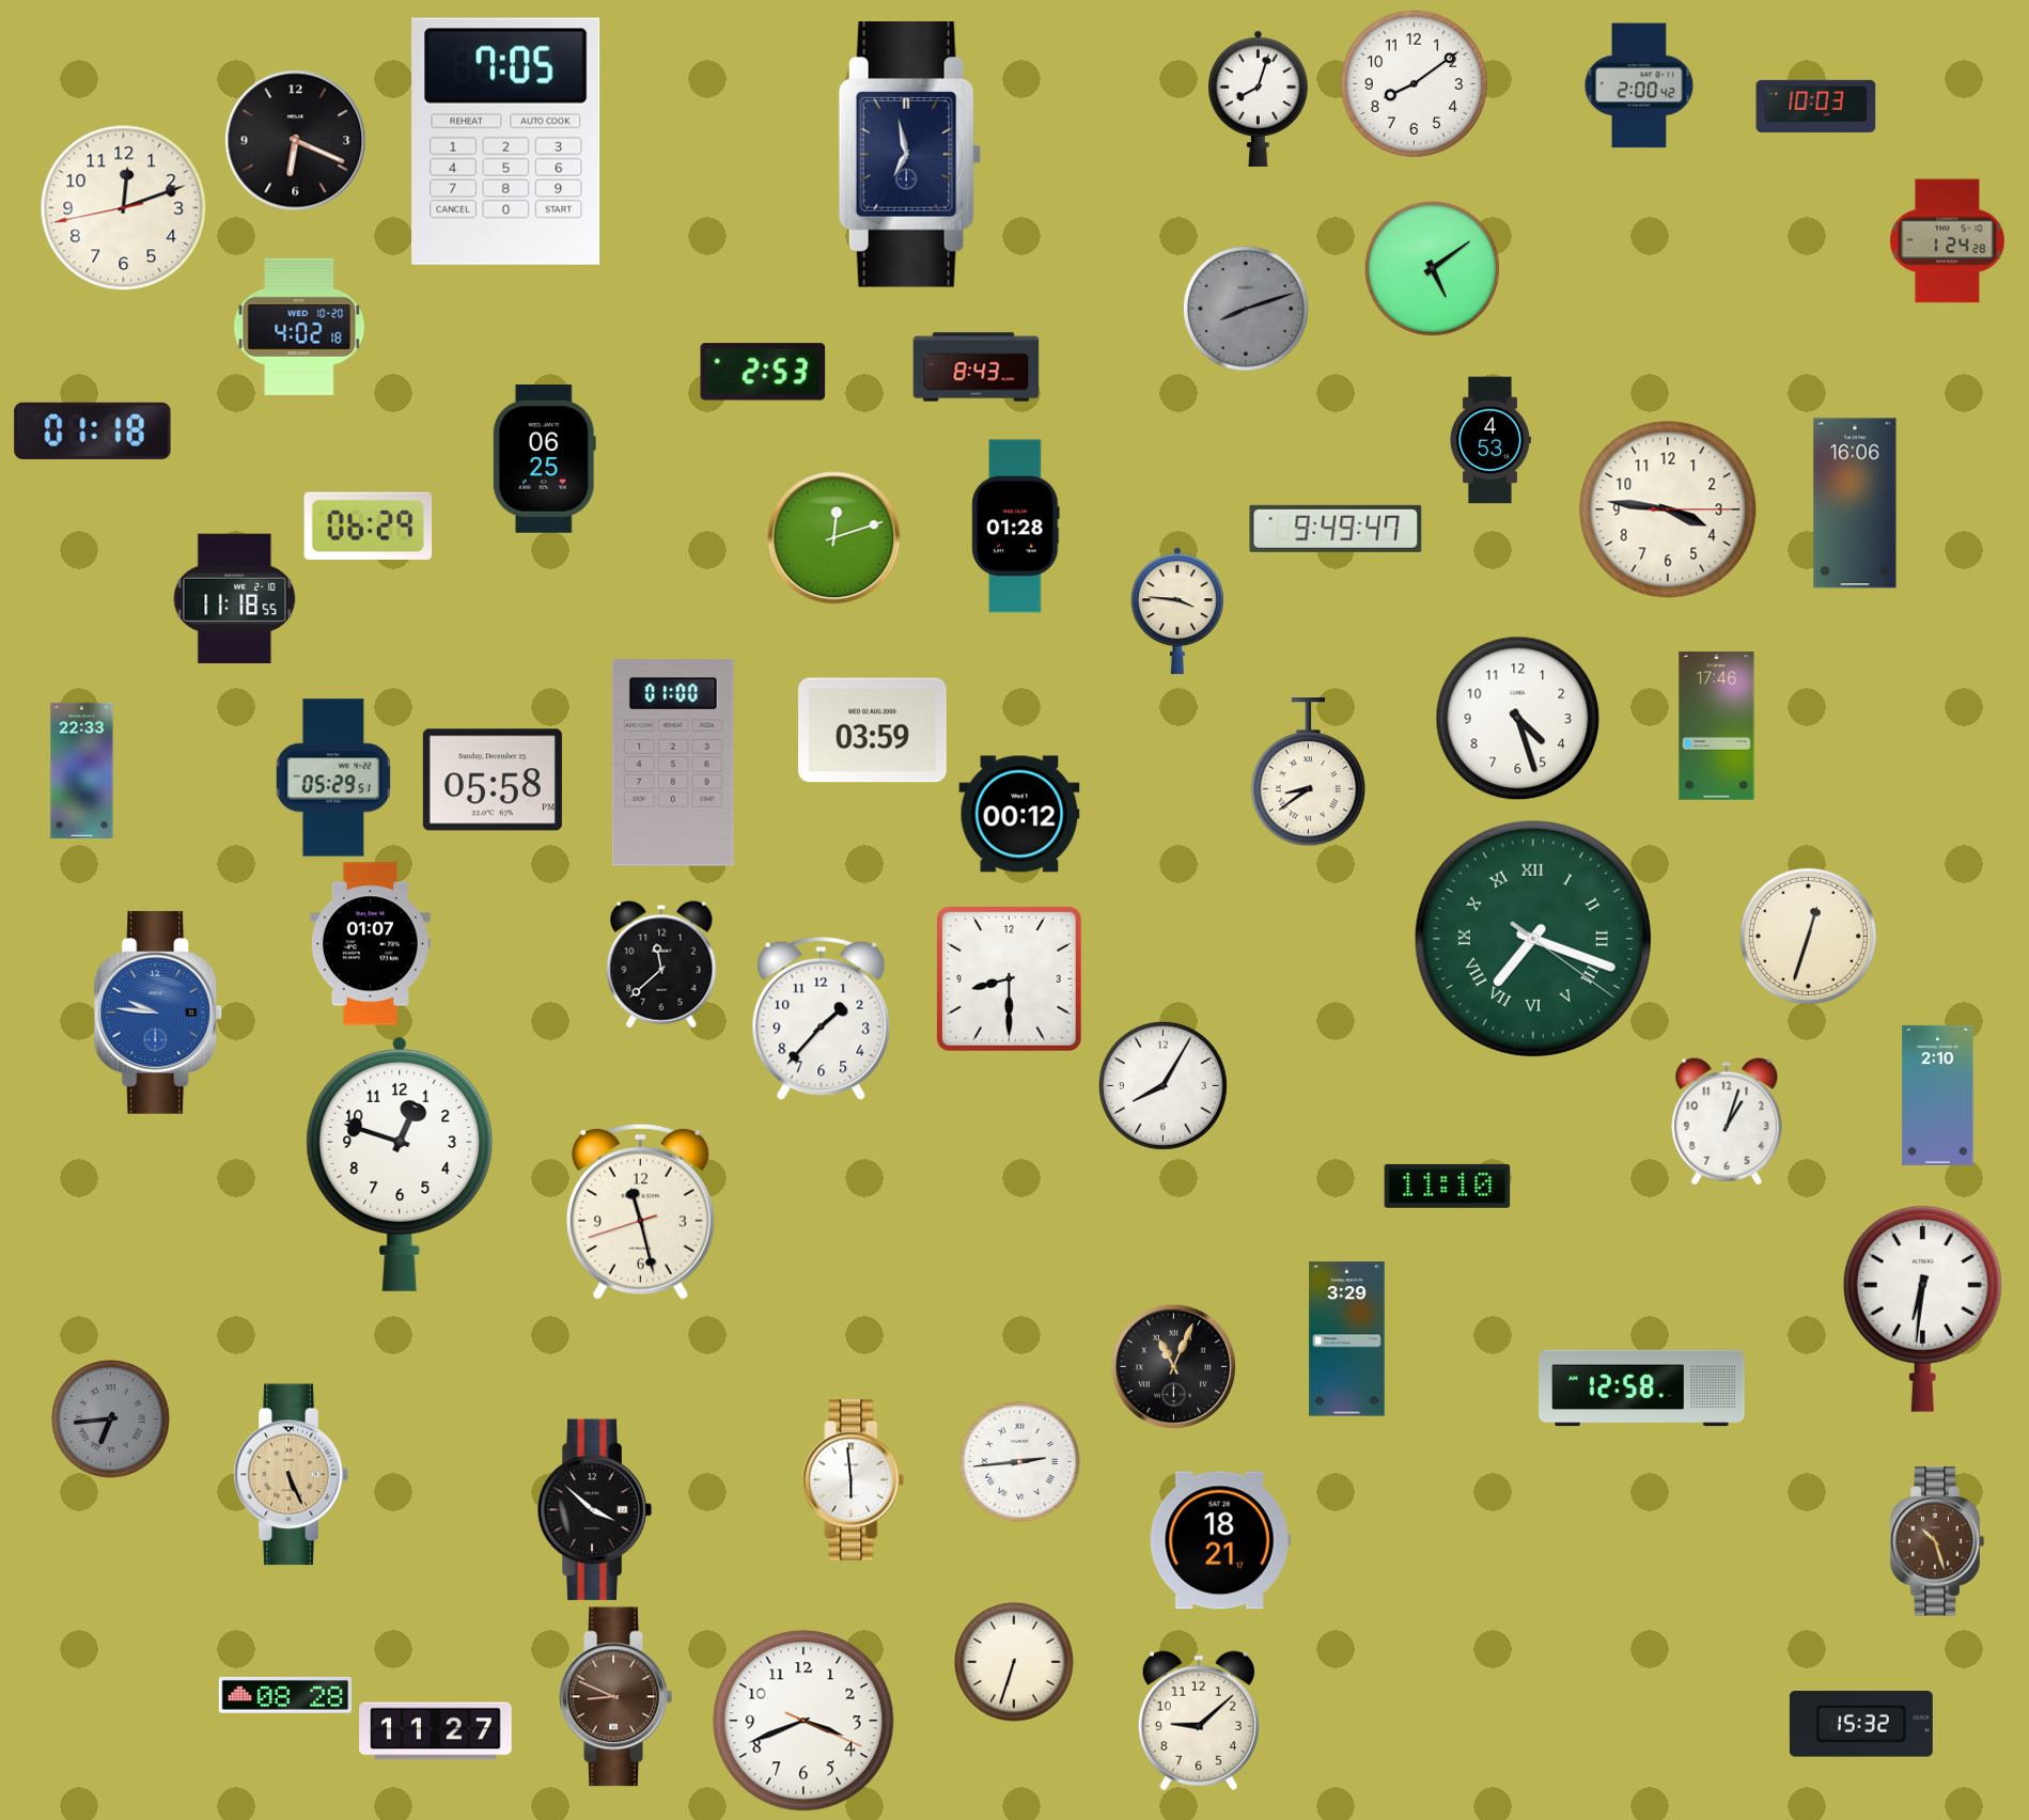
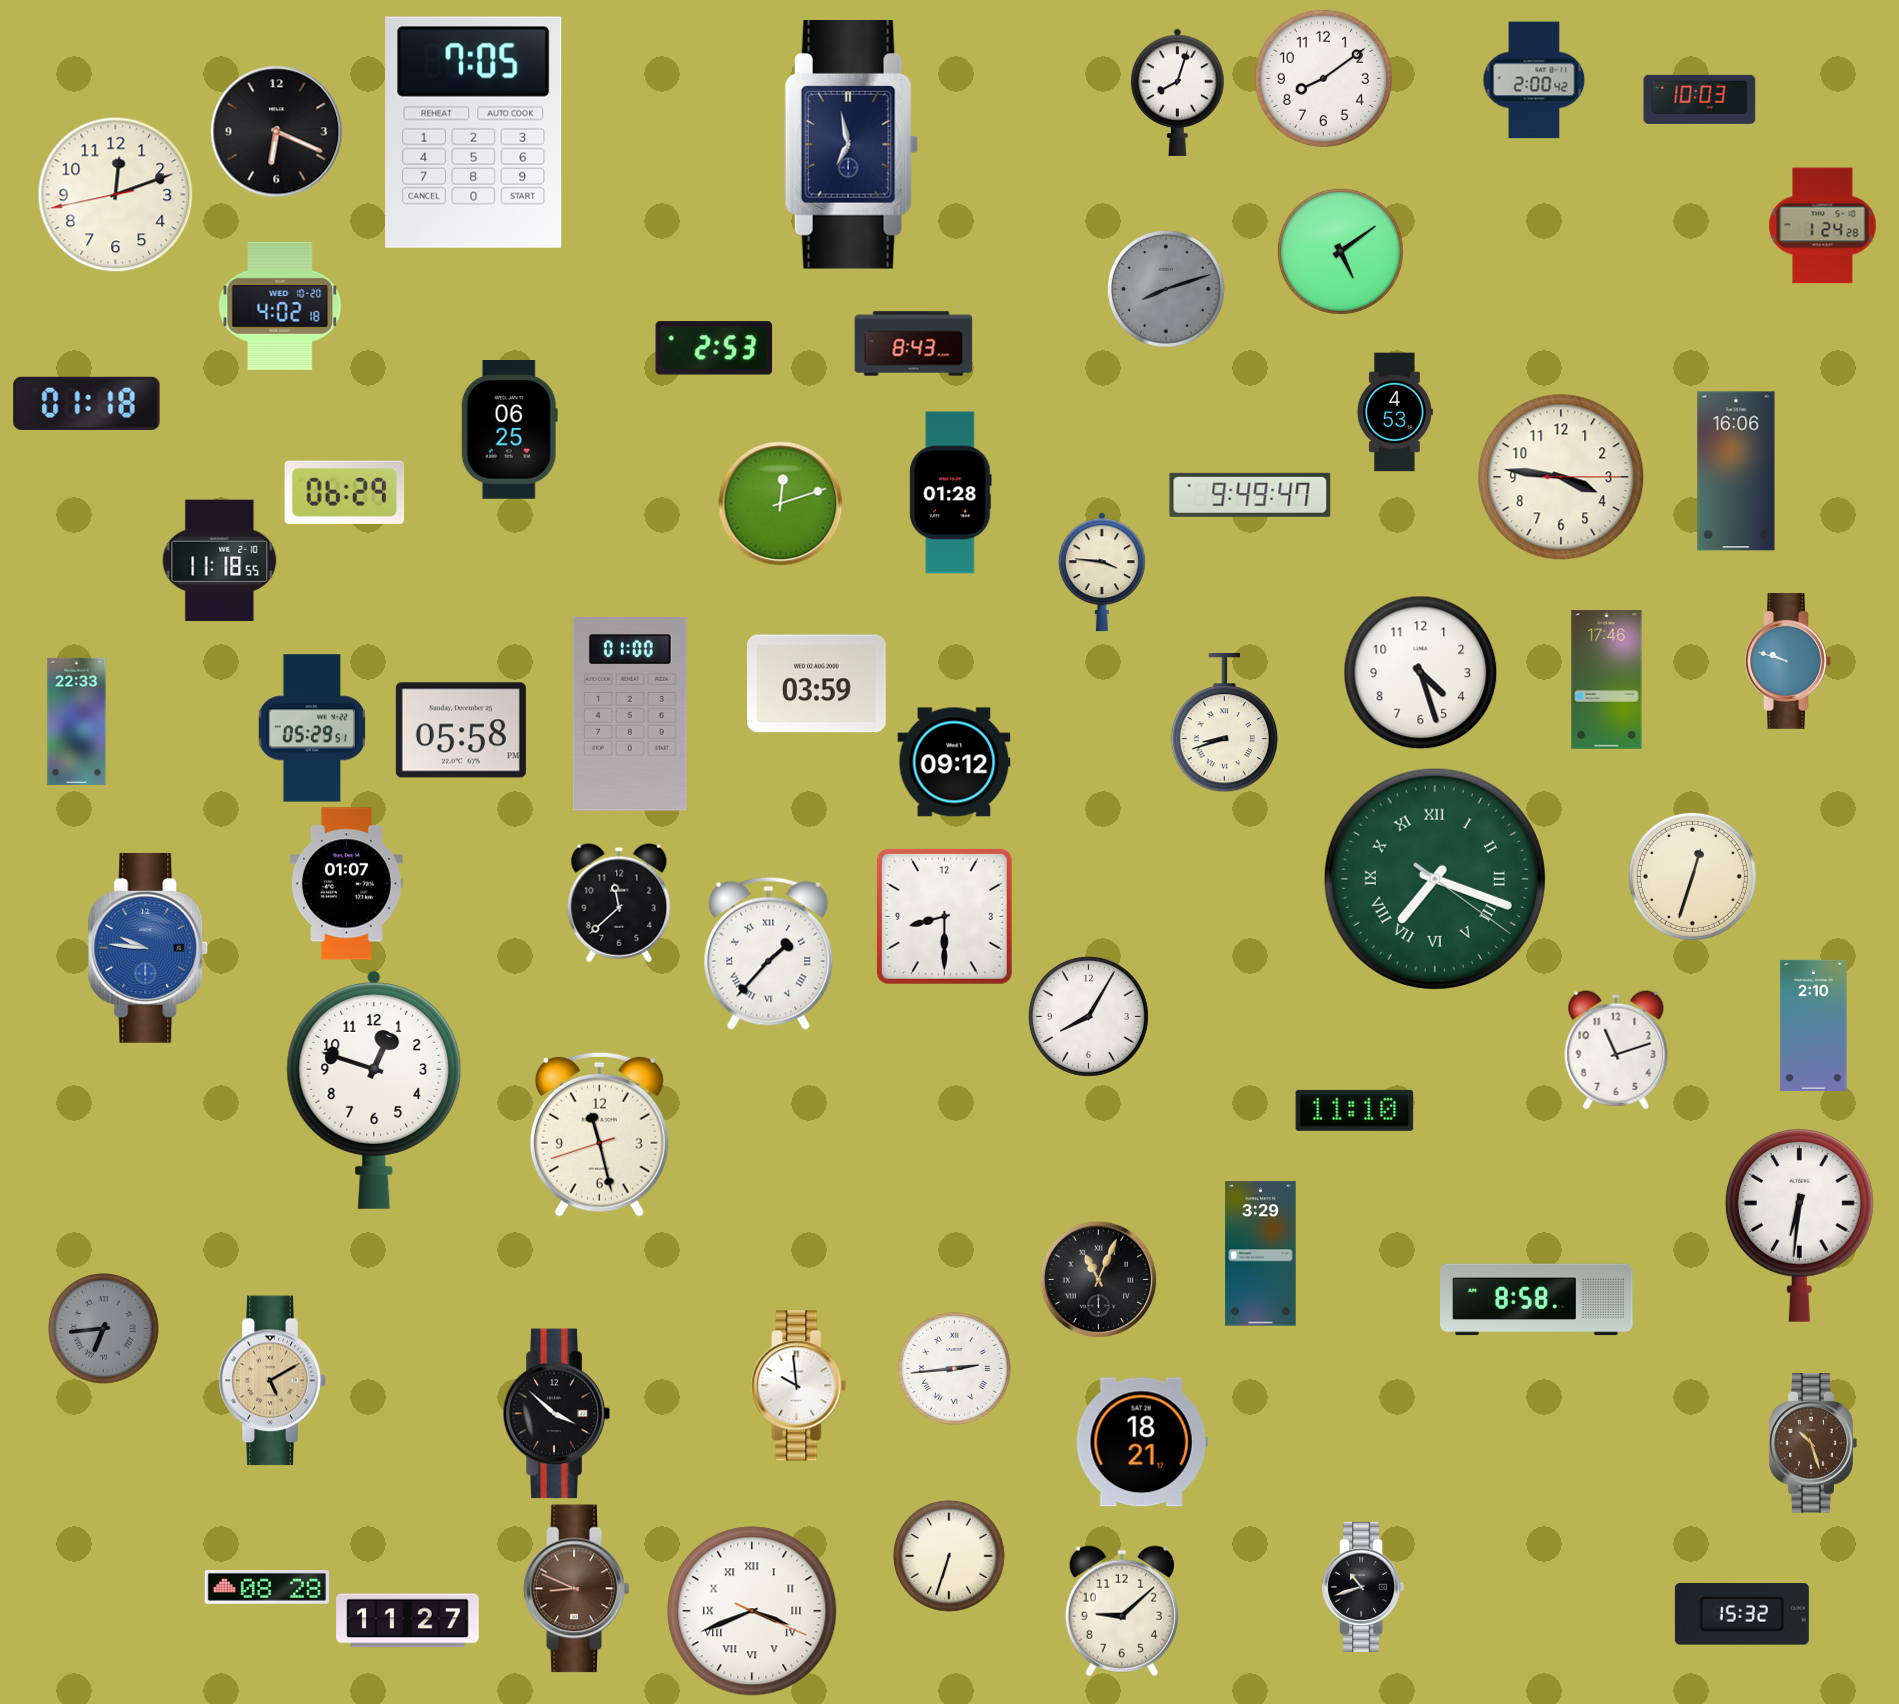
clock at (1788, 661): none -> 9:48
clock at (1308, 773): 8:39 -> 8:42
clock at (1019, 814): 00:12 -> 09:12
clock at (822, 1018) numerals: Arabic -> Roman
clock at (1727, 1121): 1:03 -> 11:12
clock at (1642, 1388): 12:58 -> 8:58
clock at (291, 1475): 5:26 -> 5:10
clock at (854, 1480): 5:59 -> 9:59
clock at (1363, 1587): none -> 10:42
clock at (803, 1721) numerals: Arabic -> Roman
